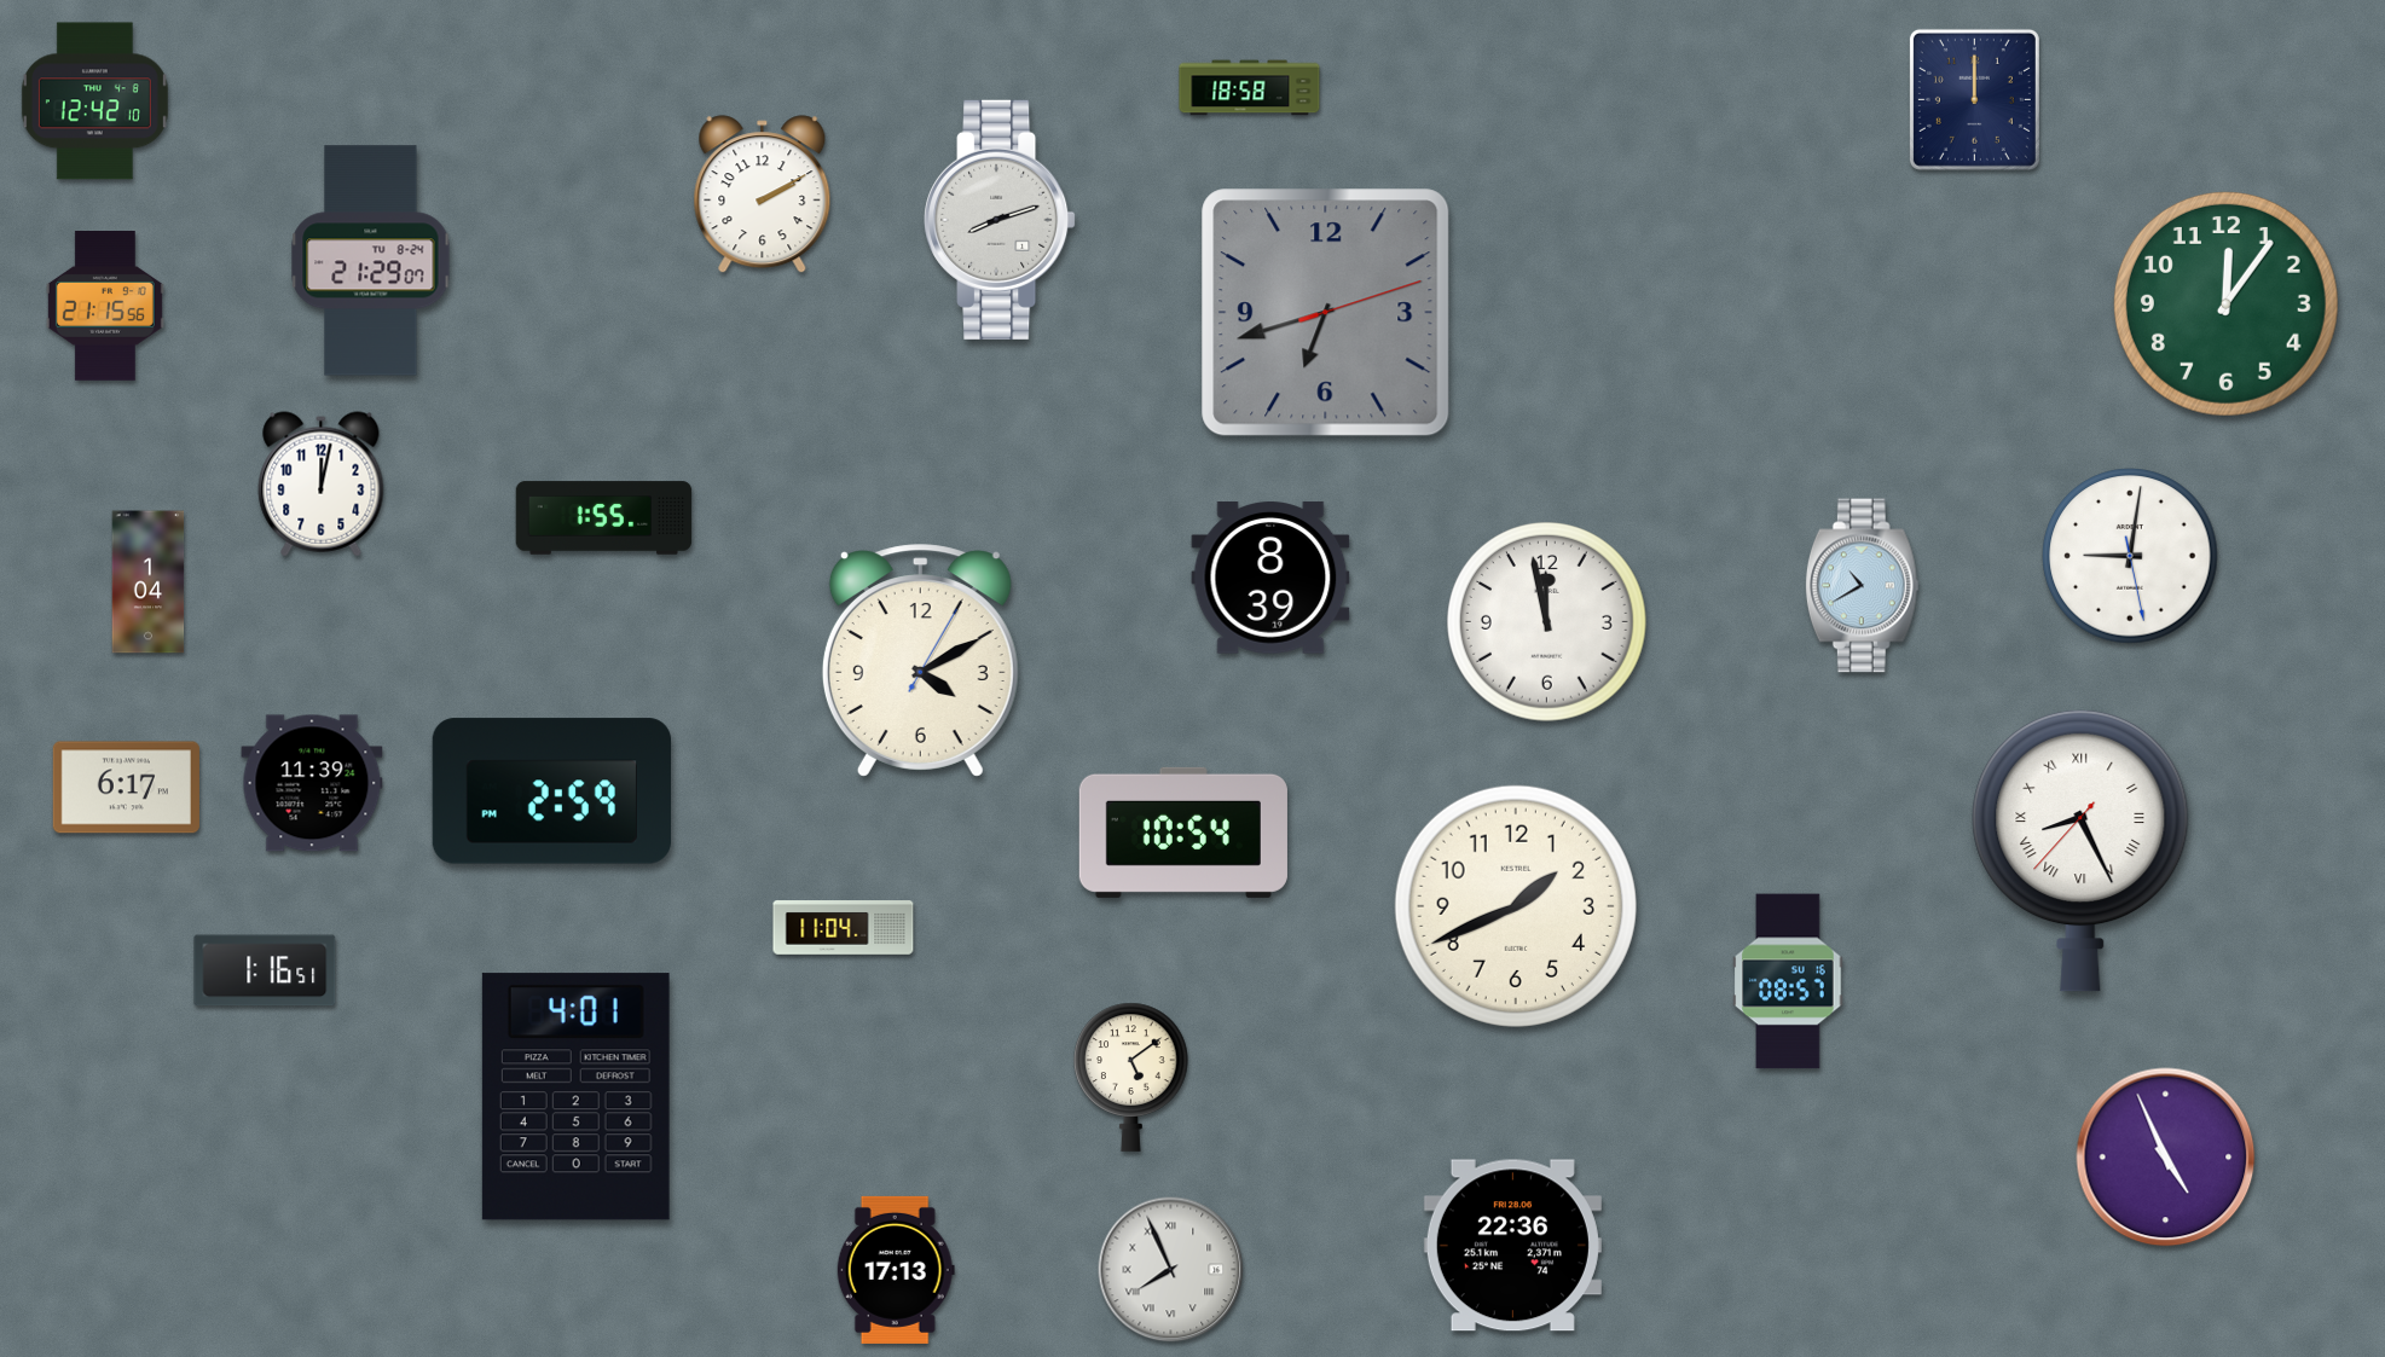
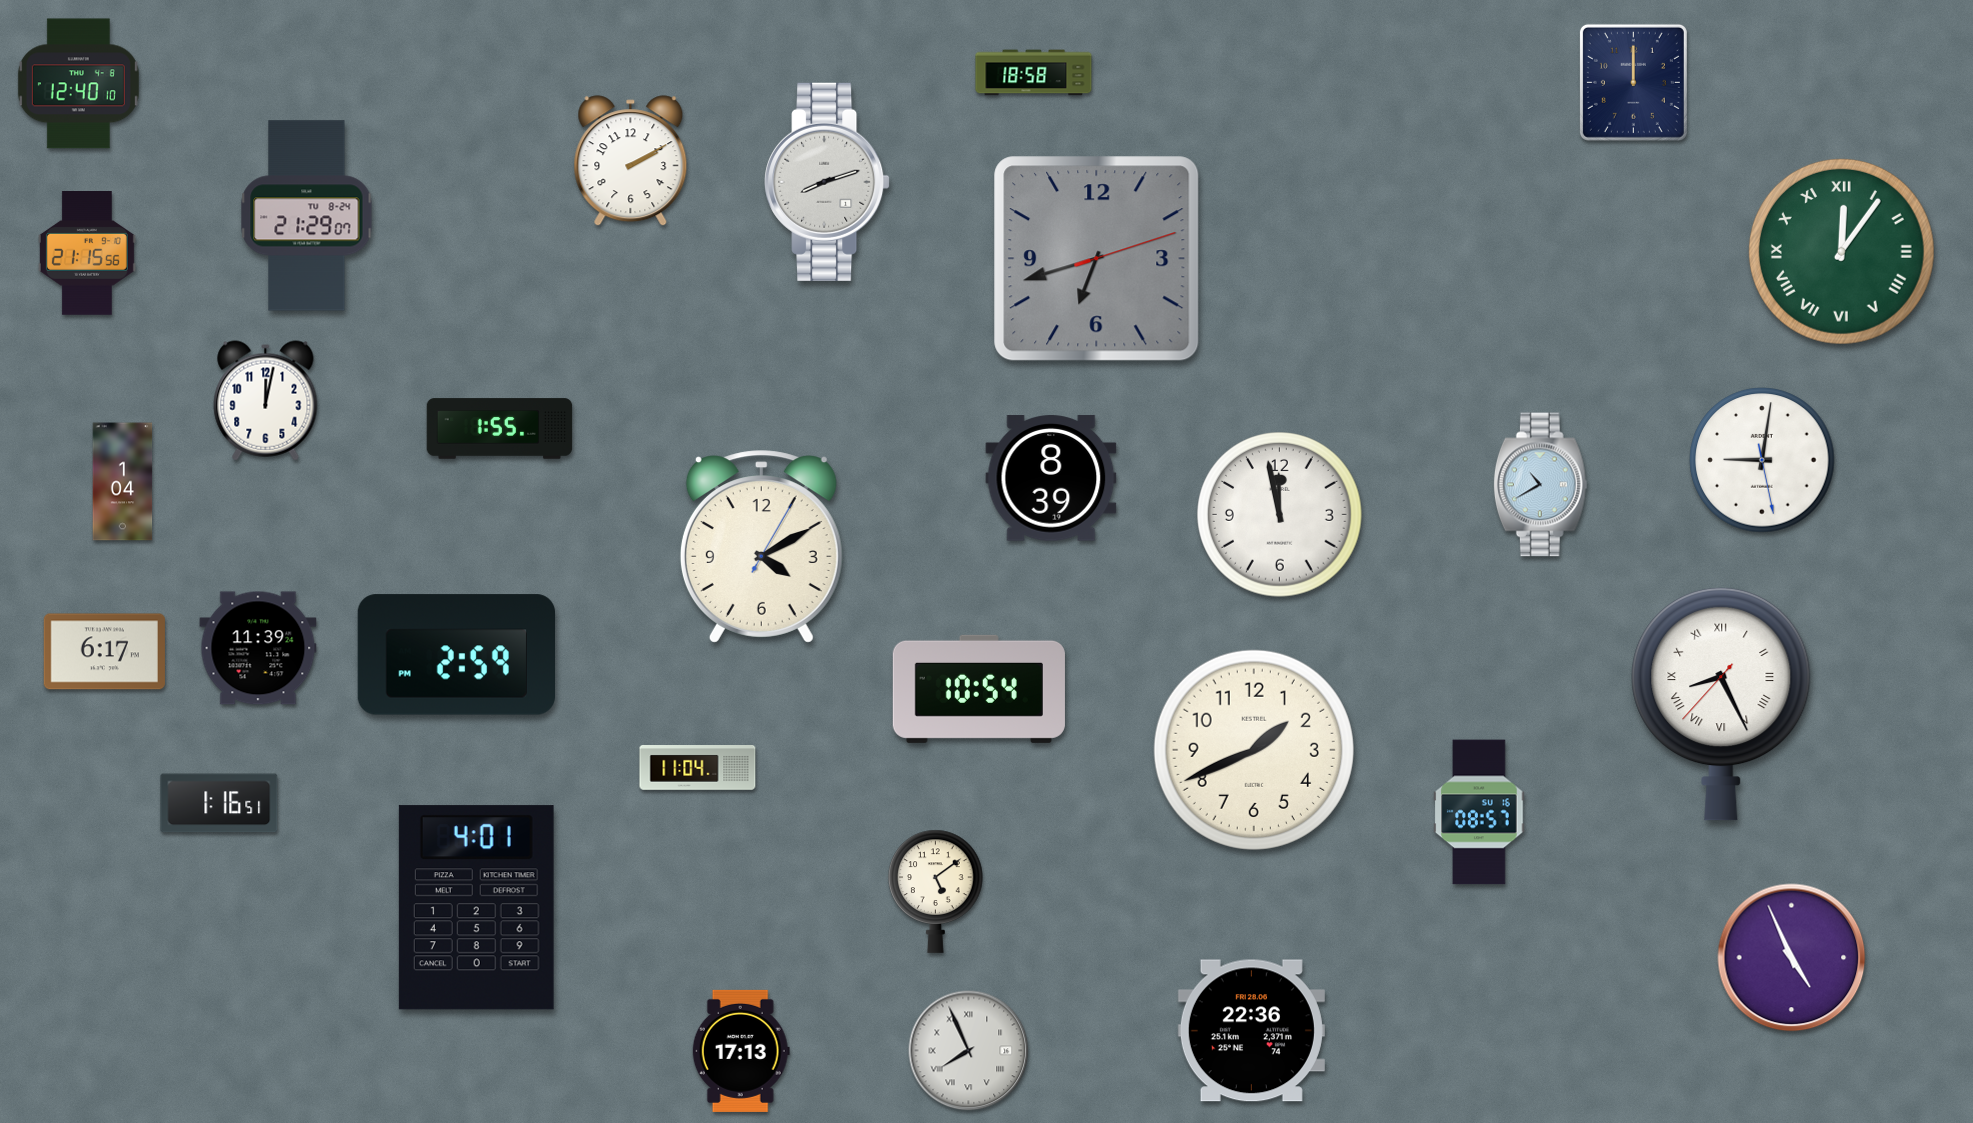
clock at (94, 102): 12:42 -> 12:40
clock at (2225, 303) numerals: Arabic -> Roman
